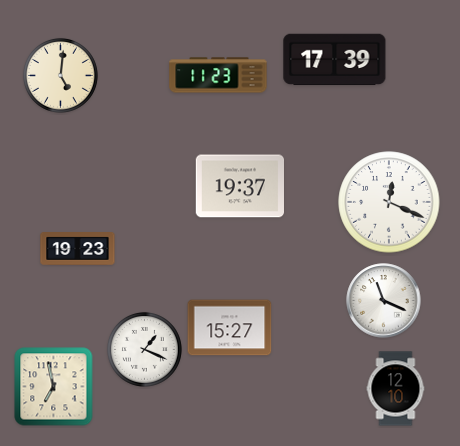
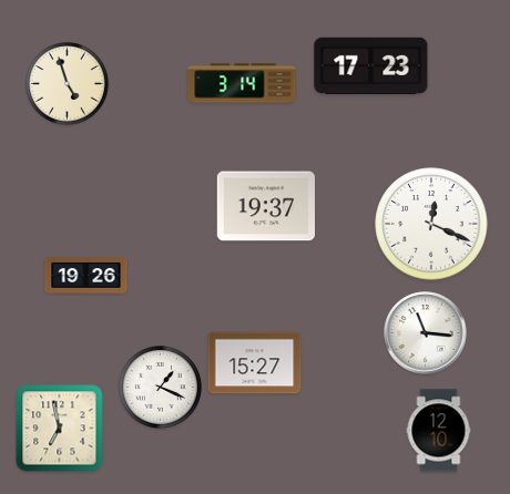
clock at (335, 60): 17:39 -> 17:23
clock at (60, 75): 5:01 -> 4:57
clock at (218, 75): 11:23 -> 3:14
clock at (78, 249): 19:23 -> 19:26
clock at (384, 301): 11:19 -> 11:16
